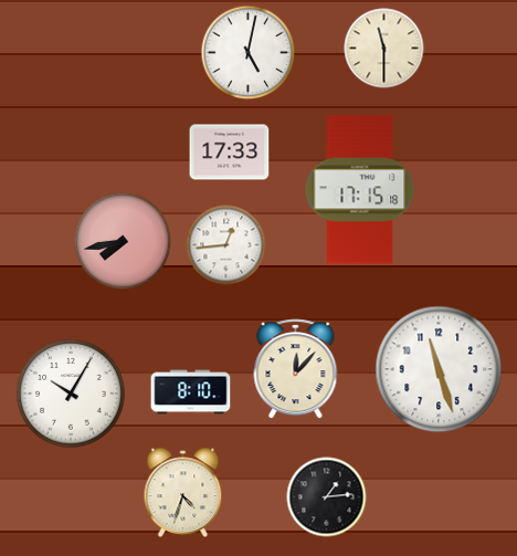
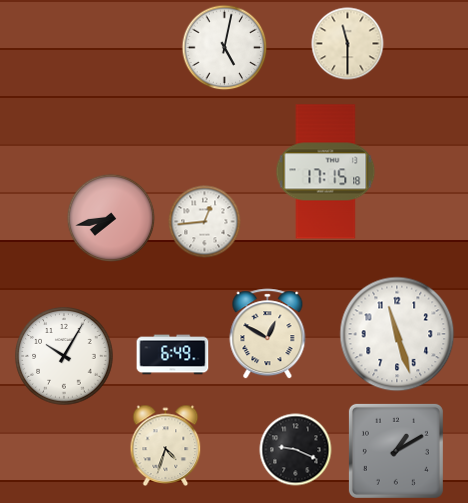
clock at (230, 153): 17:33 -> none
clock at (296, 369): 12:07 -> 12:50
clock at (191, 392): 8:10 -> 6:49
clock at (327, 497): 1:14 -> 9:19
clock at (396, 451): none -> 1:10
